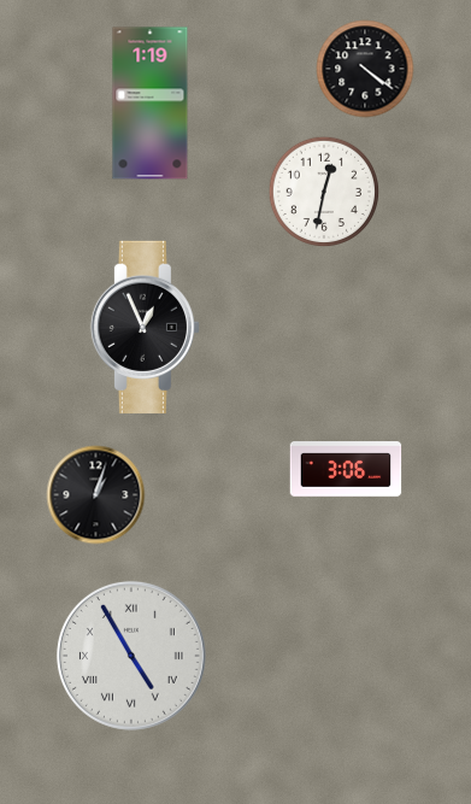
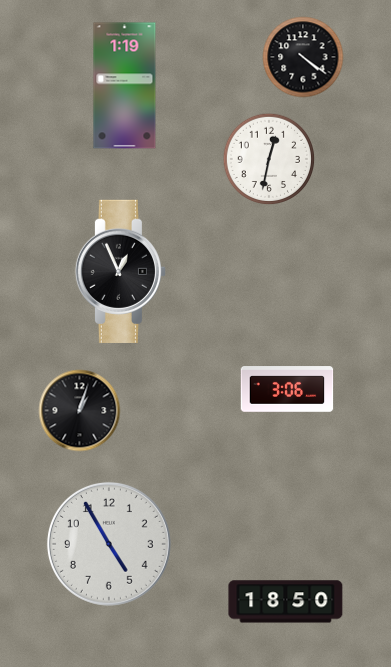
clock at (131, 656) numerals: Roman -> Arabic
clock at (286, 602): none -> 18:50
